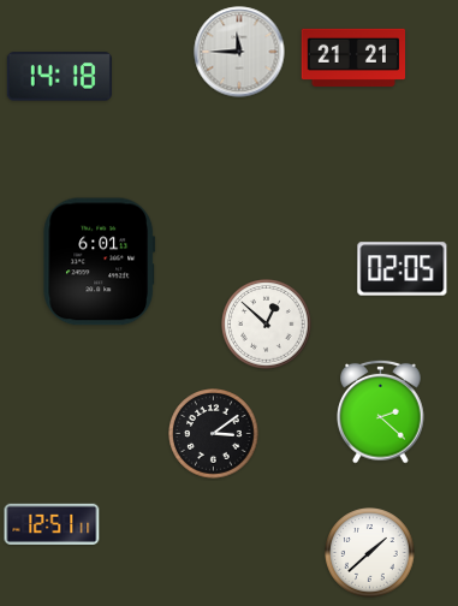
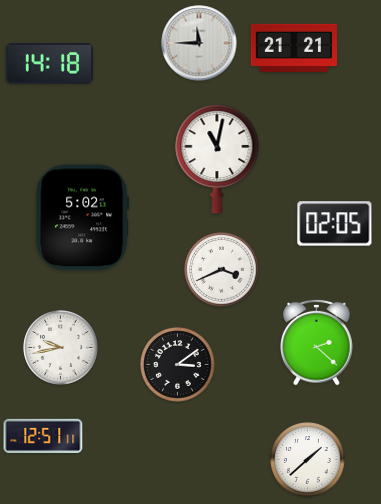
clock at (217, 159): none -> 11:02
clock at (100, 262): 6:01 -> 5:02
clock at (267, 325): 12:52 -> 3:41
clock at (61, 348): none -> 9:43
clock at (214, 434) position: (214, 434) -> (178, 365)
